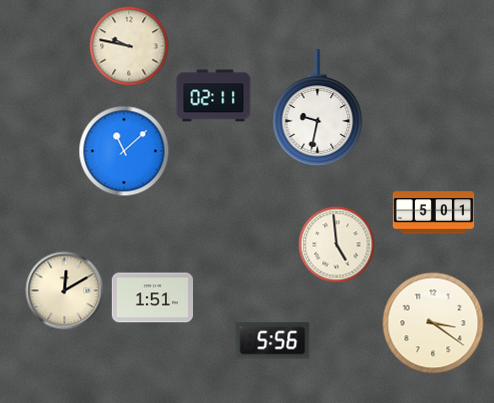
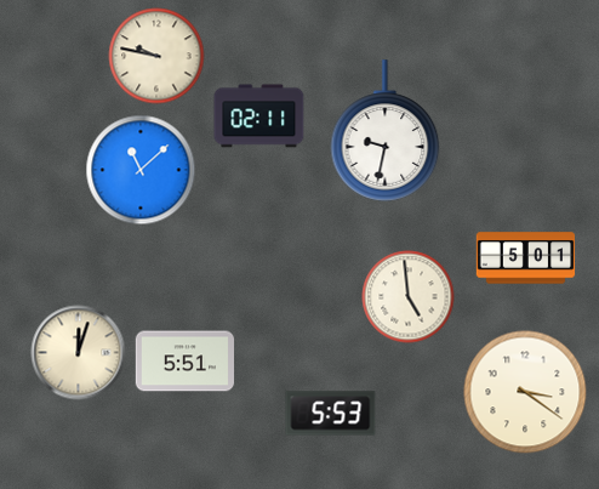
clock at (124, 151) position: (124, 151) -> (141, 170)
clock at (65, 291): 12:10 -> 12:03
clock at (153, 298): 1:51 -> 5:51
clock at (273, 341): 5:56 -> 5:53
